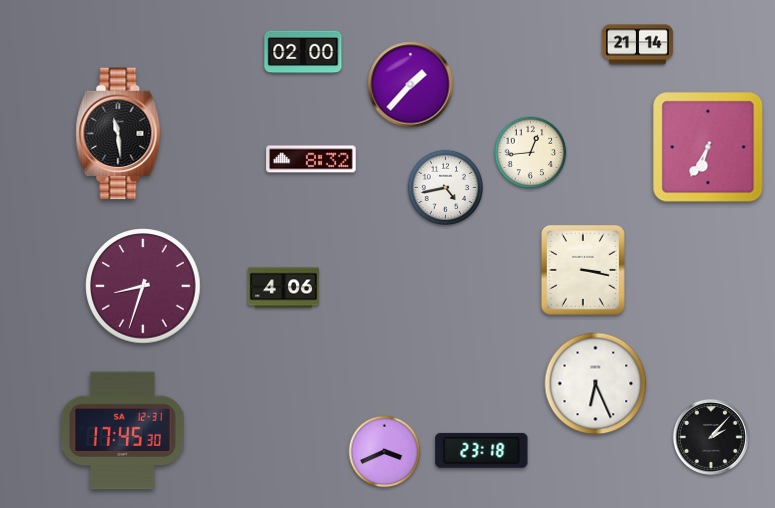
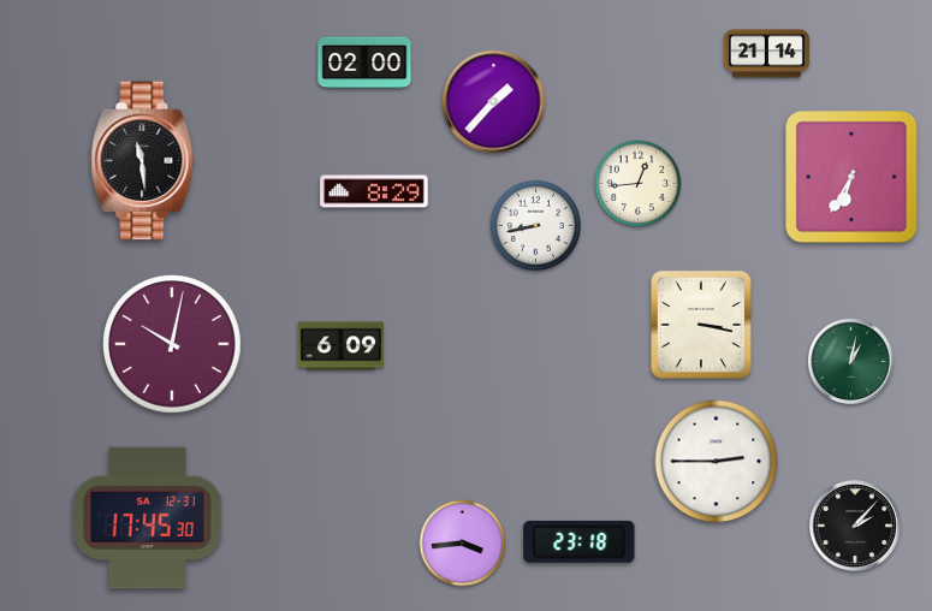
clock at (311, 159): 8:32 -> 8:29
clock at (446, 188): 4:43 -> 8:43
clock at (143, 286): 8:33 -> 10:02
clock at (283, 288): 4:06 -> 6:09
clock at (850, 361): none -> 1:02
clock at (596, 384): 6:26 -> 2:45
clock at (385, 452): 3:41 -> 3:44
